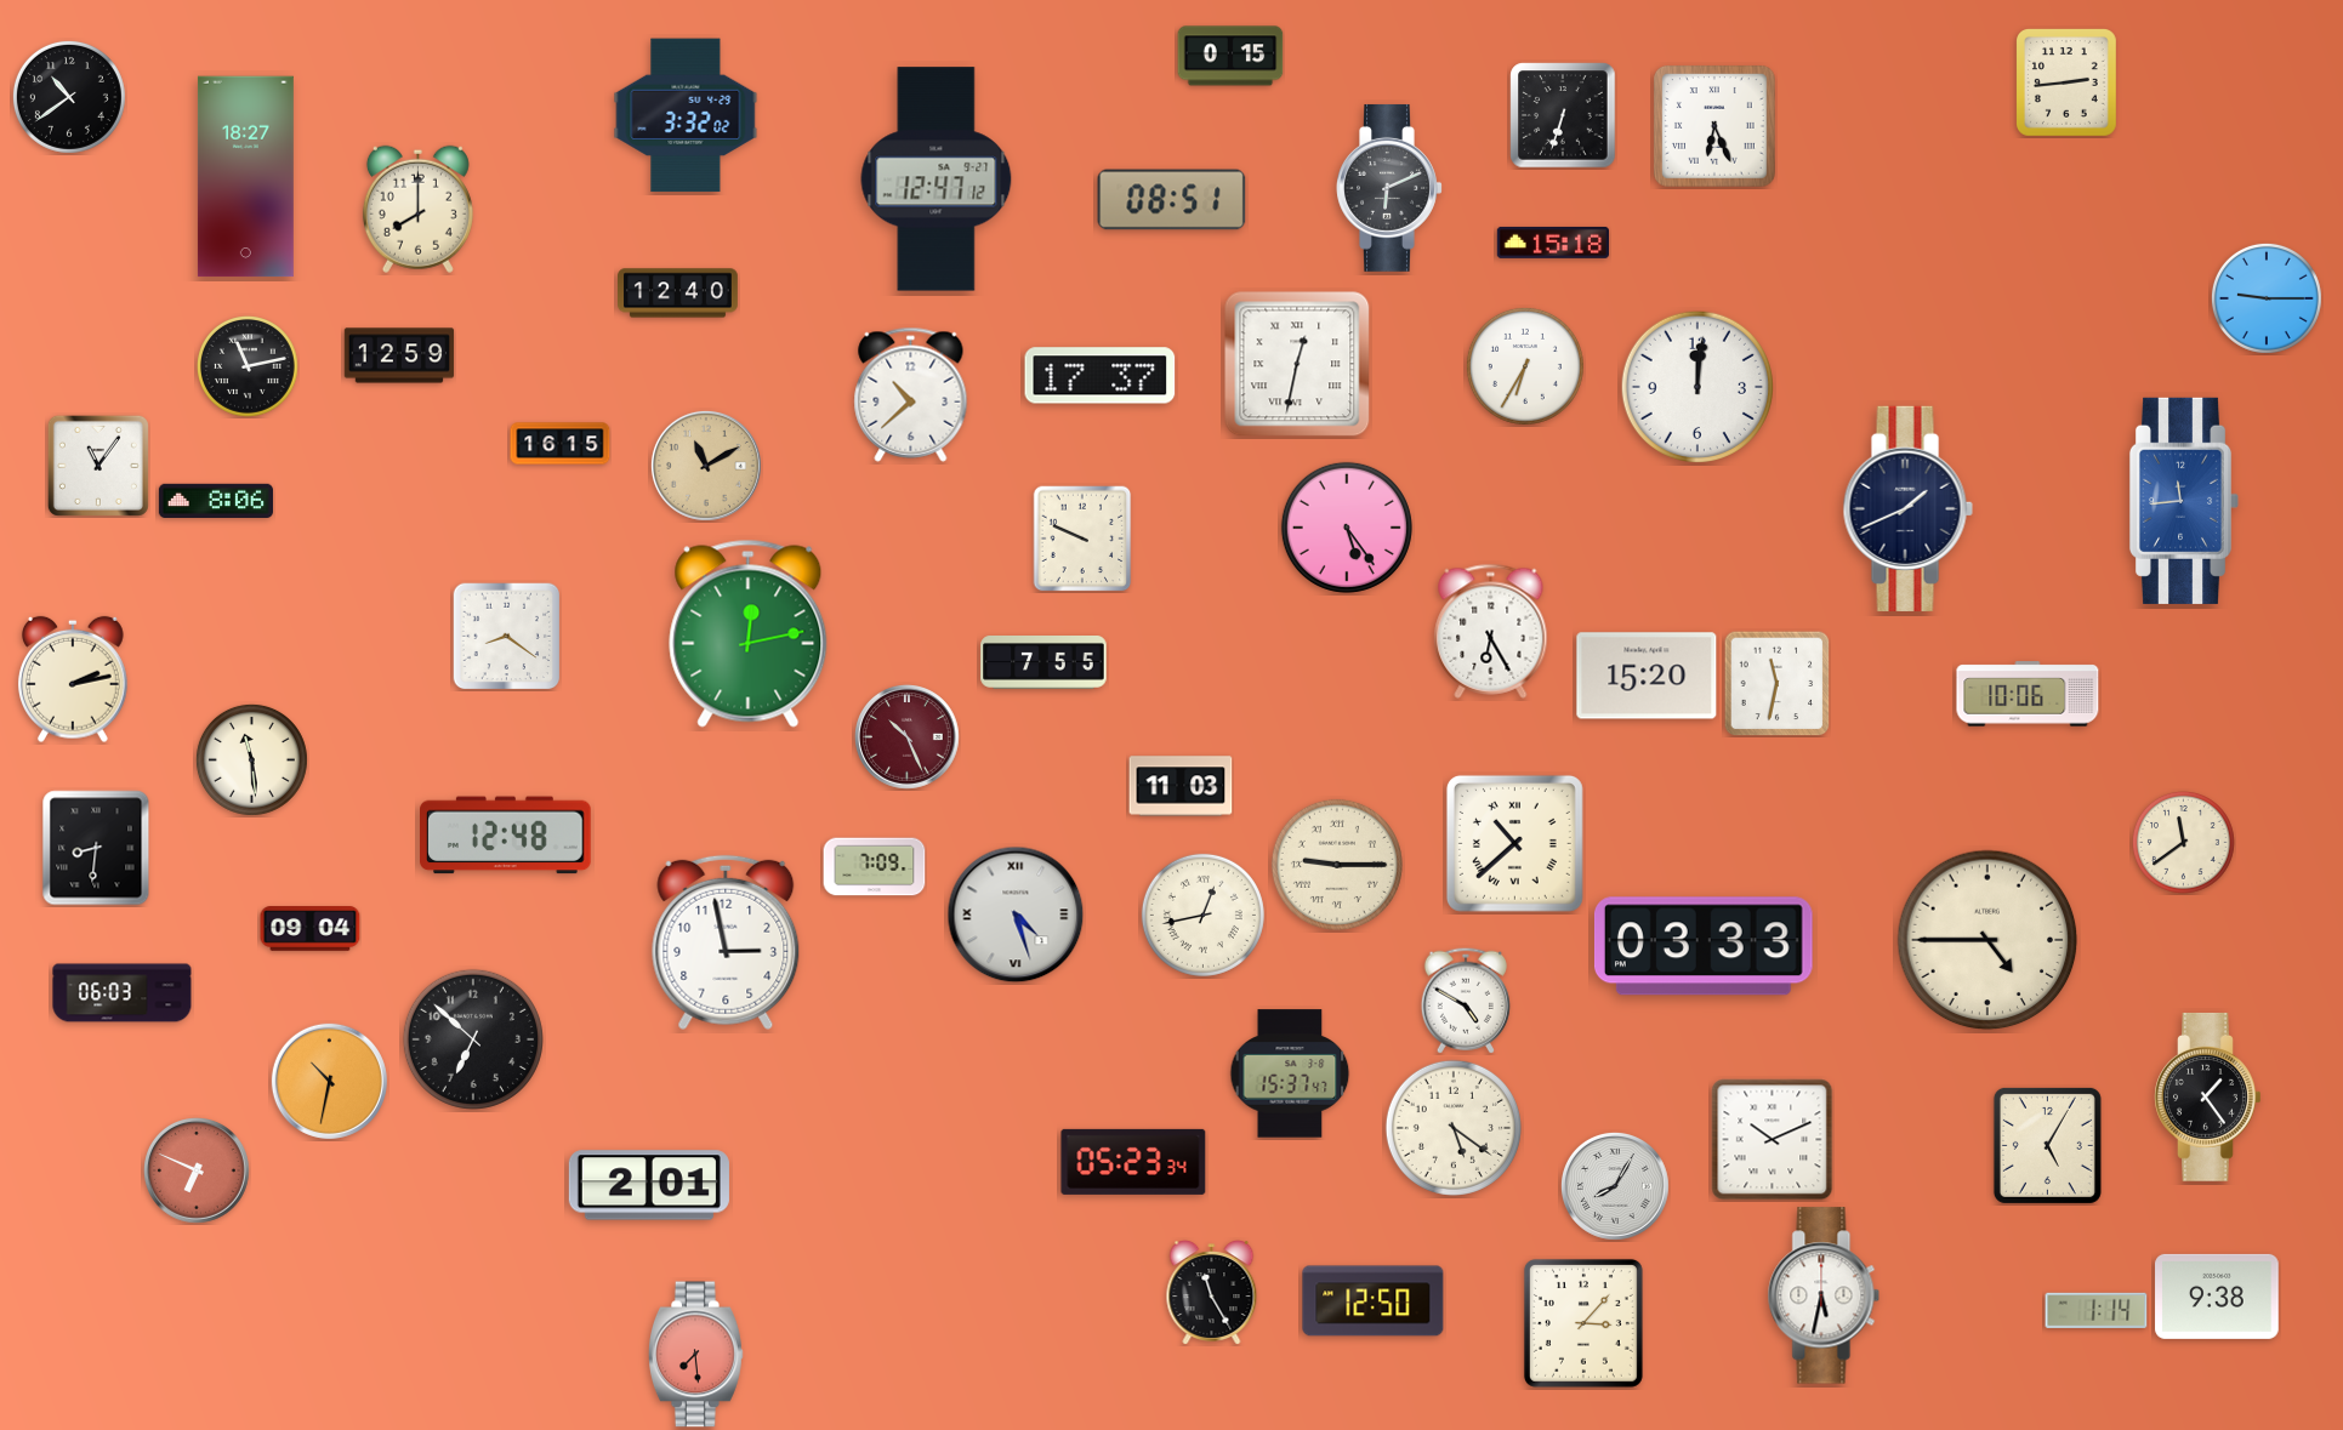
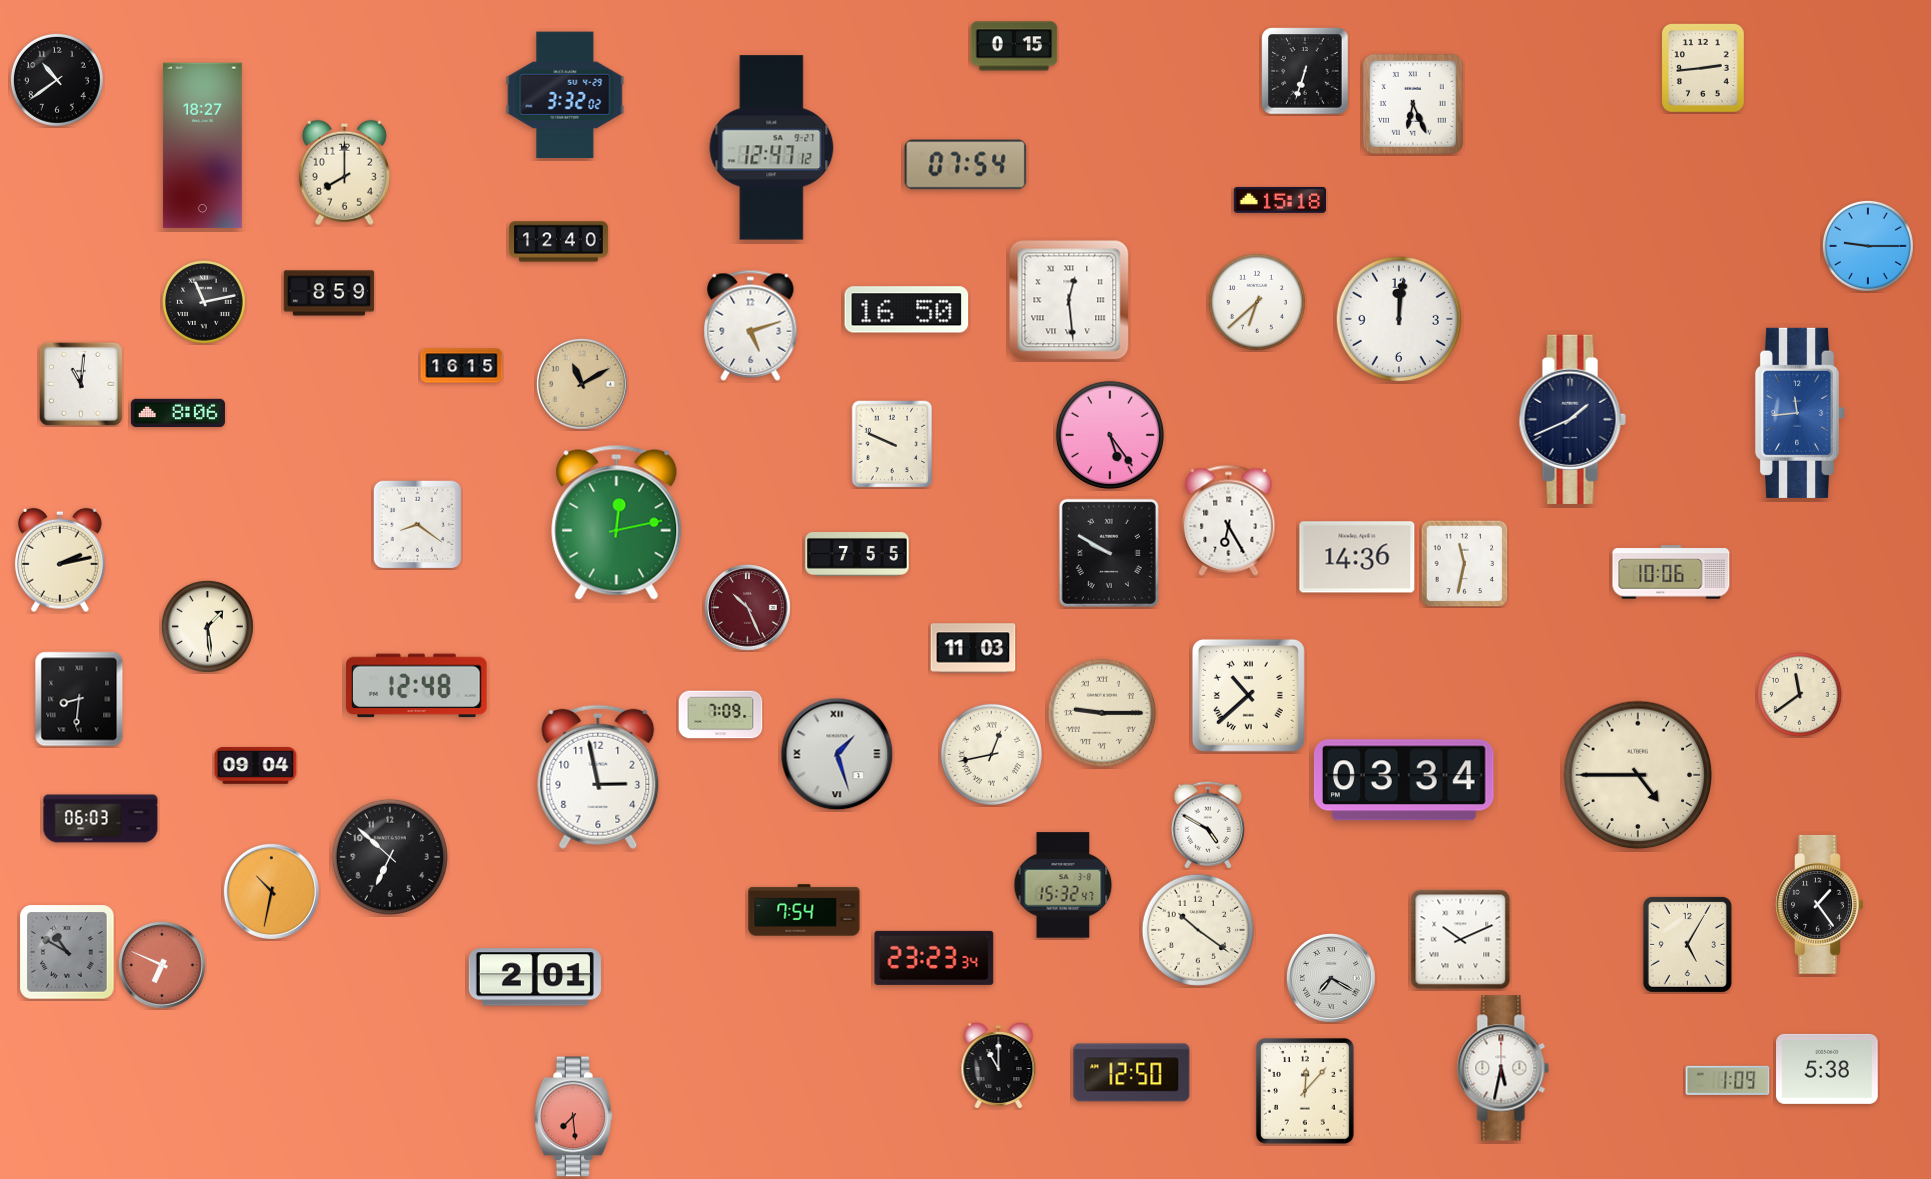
clock at (1563, 115) position: (1563, 115) -> (1305, 71)
clock at (1389, 188): 6:11 -> none
clock at (1172, 200): 08:51 -> 07:54
clock at (399, 355): 12:59 -> 8:59
clock at (1297, 364): 12:32 -> 12:29
clock at (1525, 366): 6:35 -> 6:38
clock at (1101, 376): 17:37 -> 16:50
clock at (911, 394): 10:38 -> 5:12
clock at (98, 466): 11:06 -> 11:01
clock at (1043, 663) position: (1043, 663) -> (857, 555)
clock at (1109, 553): none -> 9:50
clock at (1647, 676): 15:20 -> 14:36
clock at (251, 759): 11:29 -> 1:29
clock at (506, 836) position: (506, 836) -> (417, 686)
clock at (1016, 915): 4:27 -> 1:27
clock at (1704, 946): 03:33 -> 03:34
clock at (1290, 1073): 15:37 -> 15:32
clock at (804, 910): none -> 7:54
clock at (1454, 1128): 5:21 -> 10:21
clock at (67, 952): none -> 10:50
clock at (1133, 1162): 05:23 -> 23:23
clock at (1615, 1186): 8:05 -> 7:20
clock at (1212, 1293): 11:25 -> 11:00
clock at (2217, 1297): 9:38 -> 5:38
clock at (2097, 1310): 1:14 -> 1:09
clock at (1583, 1323): 3:07 -> 12:07
